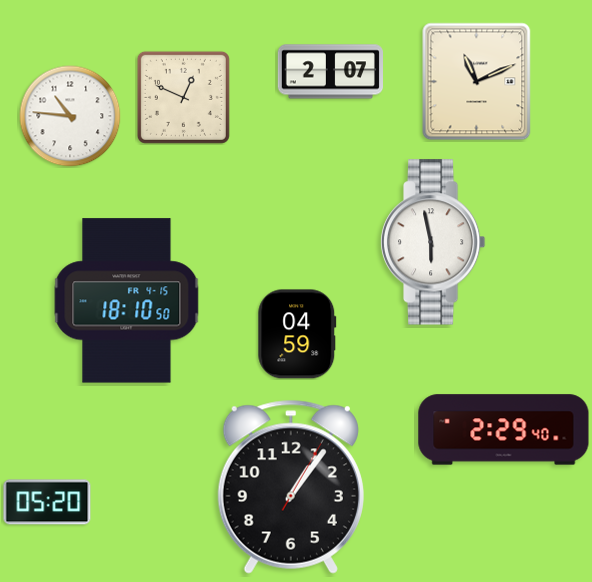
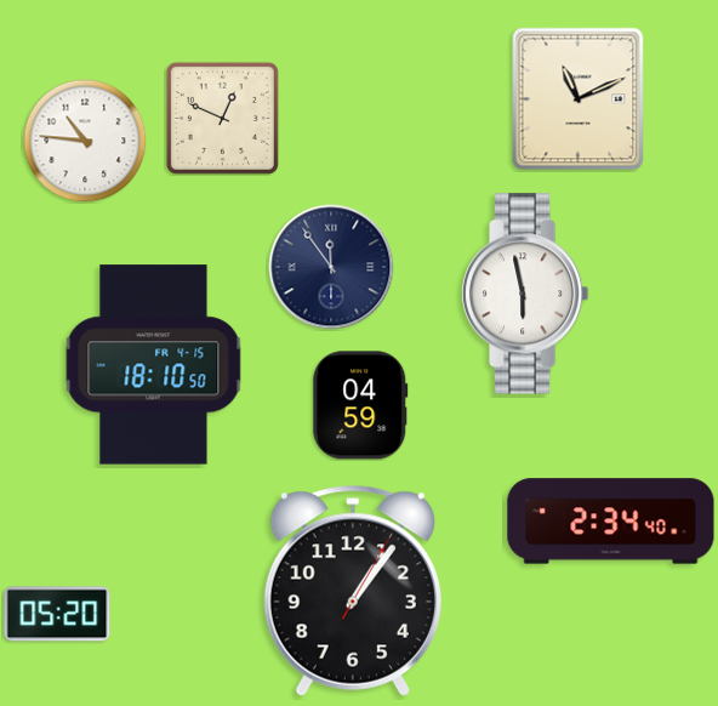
clock at (330, 72): 2:07 -> none
clock at (331, 267): none -> 11:54
clock at (504, 430): 2:29 -> 2:34
clock at (47, 502) position: (47, 502) -> (57, 614)
